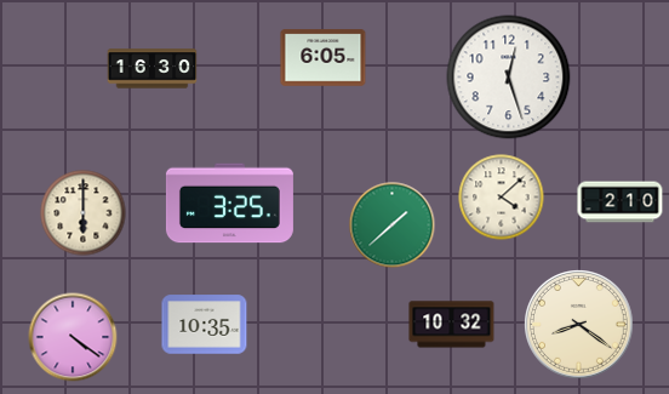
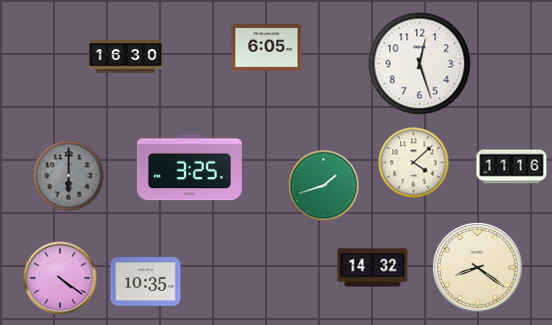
clock at (621, 202): 2:10 -> 11:16
clock at (84, 213) dial: cream -> grey
clock at (393, 225): 1:38 -> 1:42
clock at (205, 325) position: (205, 325) -> (146, 282)
clock at (452, 325): 10:32 -> 14:32
